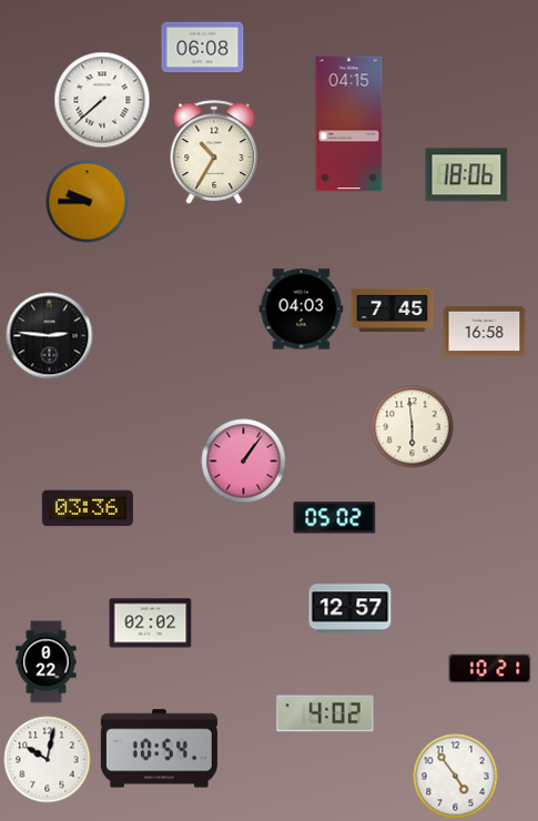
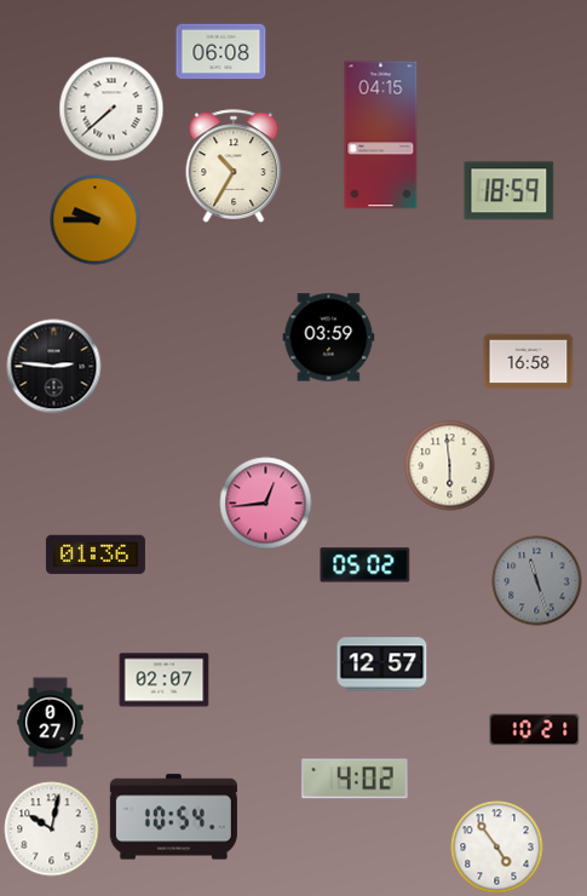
clock at (467, 175): 18:06 -> 18:59
clock at (302, 310): 04:03 -> 03:59
clock at (393, 311): 7:45 -> none
clock at (244, 462): 1:06 -> 12:44
clock at (88, 508): 03:36 -> 01:36
clock at (537, 581): none -> 11:27
clock at (151, 624): 02:02 -> 02:07
clock at (47, 662): 0:22 -> 0:27
